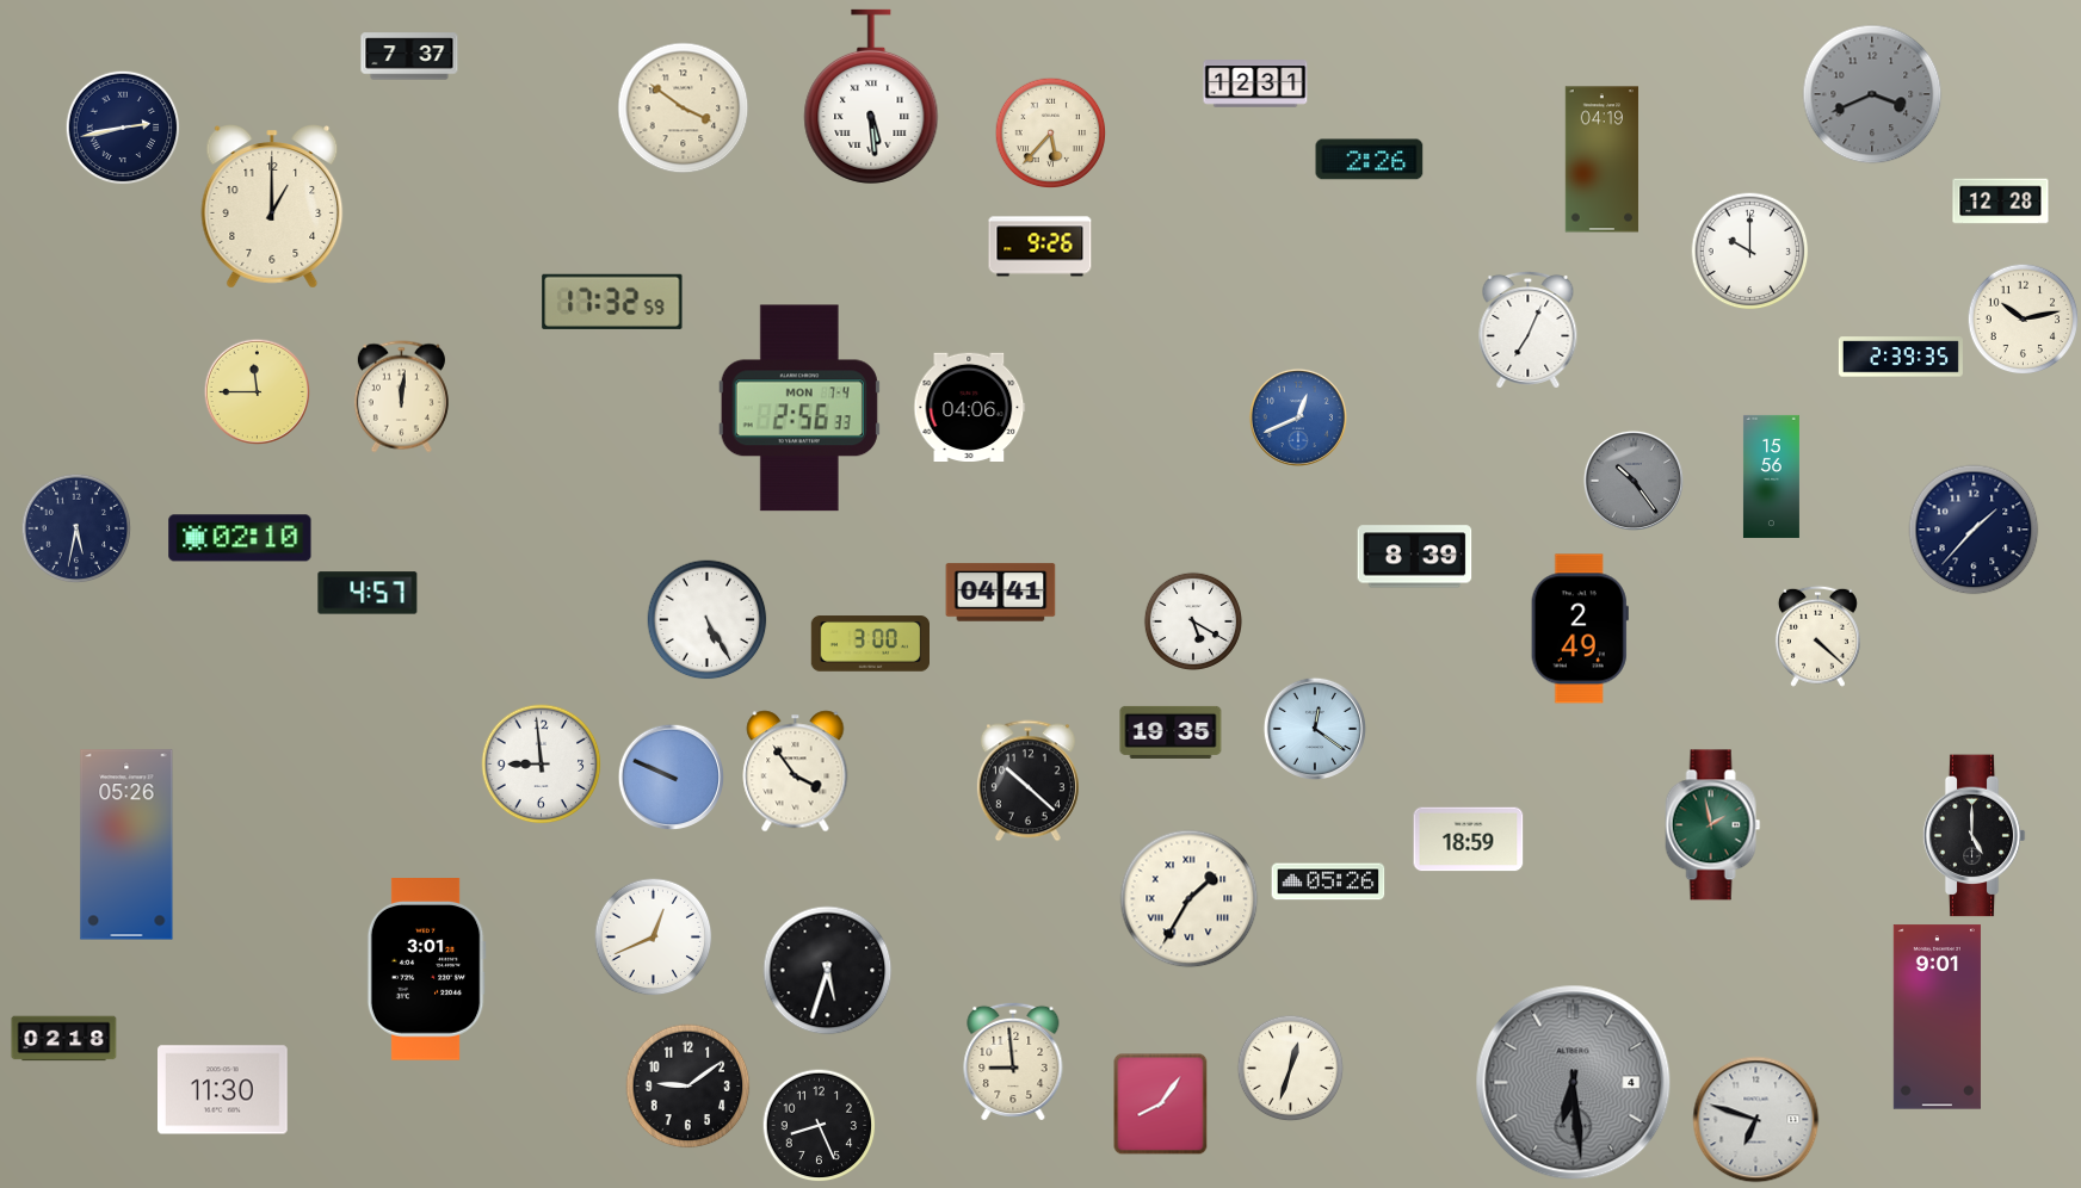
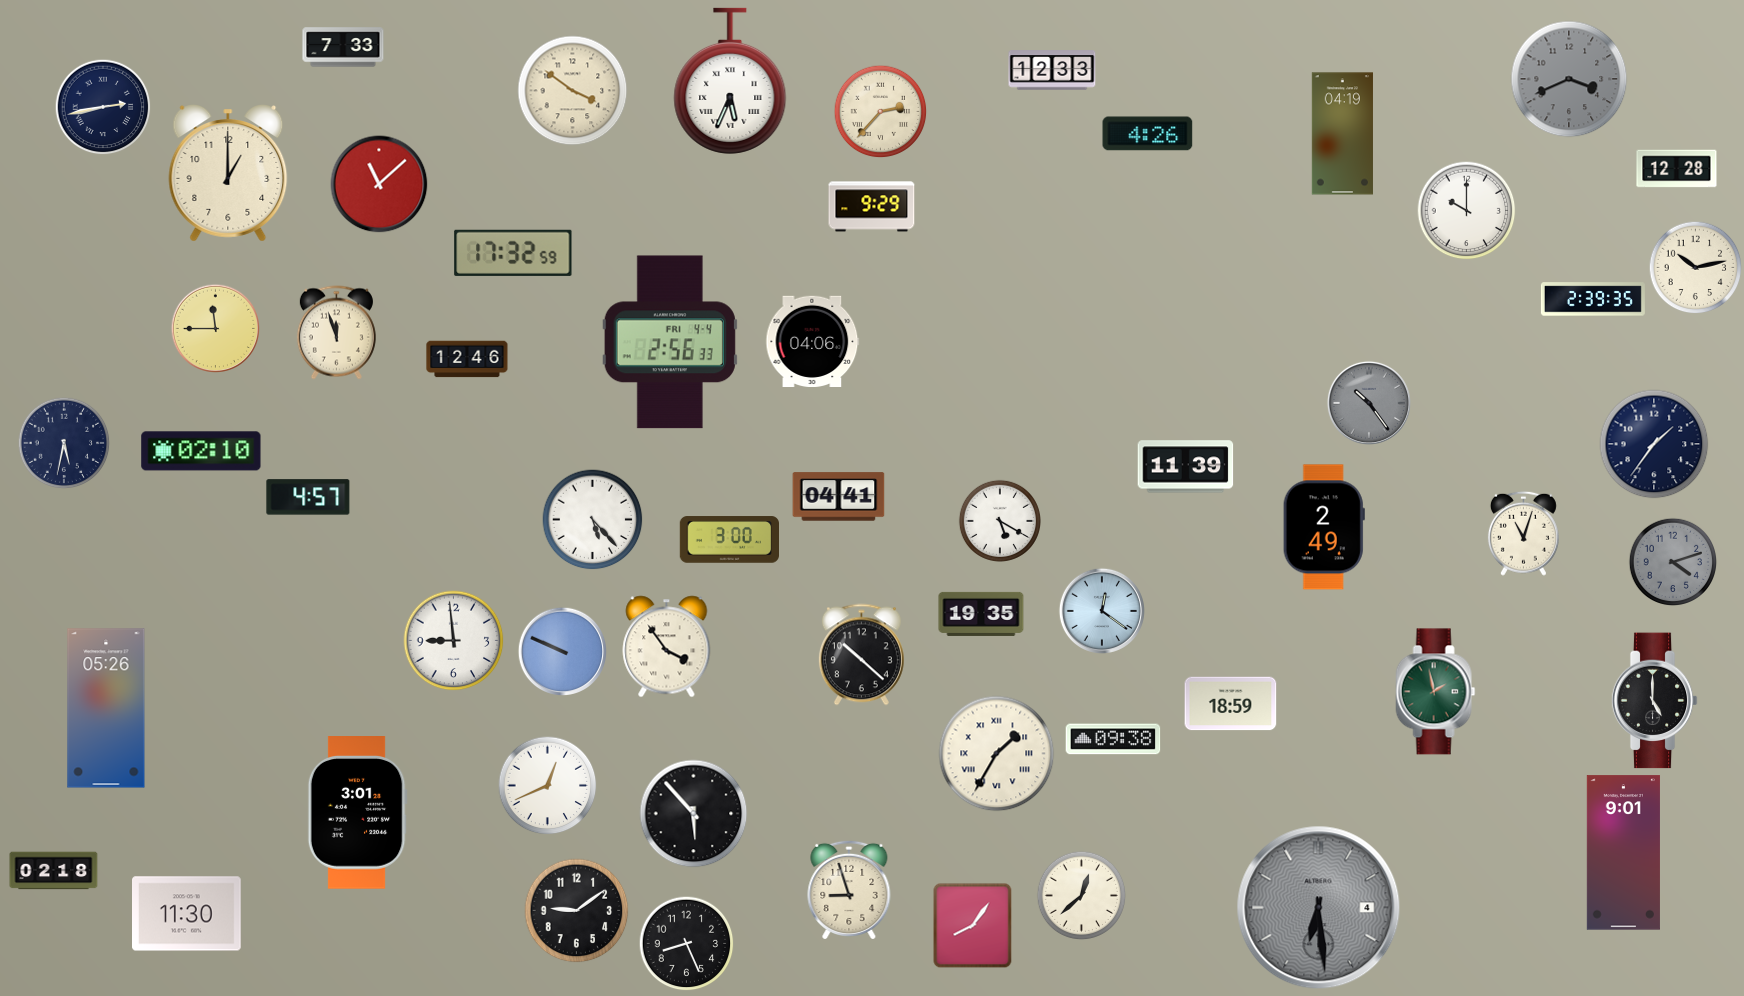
clock at (409, 56): 7:37 -> 7:33
clock at (1255, 83): 12:31 -> 12:33
clock at (871, 97): 5:29 -> 5:34
clock at (1050, 132): 5:37 -> 2:37
clock at (1370, 160): 2:26 -> 4:26
clock at (379, 184): none -> 11:08
clock at (1040, 247): 9:26 -> 9:29
clock at (1529, 329): 7:04 -> none
clock at (401, 397): 12:01 -> 11:57
clock at (799, 408) date: MON 7-4 -> FRI 4-4
clock at (1298, 417): 12:41 -> none
clock at (467, 359): none -> 12:46
clock at (1771, 476): 15:56 -> none
clock at (1974, 530): 1:37 -> 1:36
clock at (1415, 557): 8:39 -> 11:39
clock at (708, 620): 5:25 -> 5:23
clock at (1817, 636): 4:22 -> 11:03
clock at (1673, 562): none -> 4:12
clock at (1328, 881): 05:26 -> 09:38
clock at (828, 971): 5:33 -> 5:53
clock at (1013, 1060): 8:59 -> 8:57
clock at (1290, 1068): 12:33 -> 12:38
clock at (1756, 1120): 6:48 -> none
